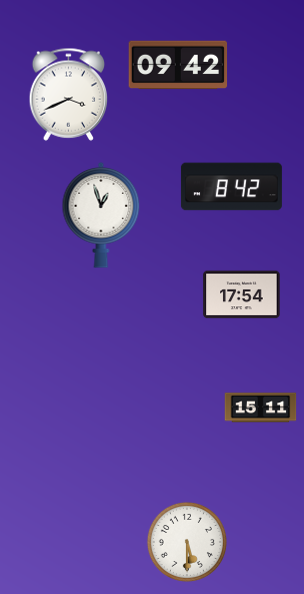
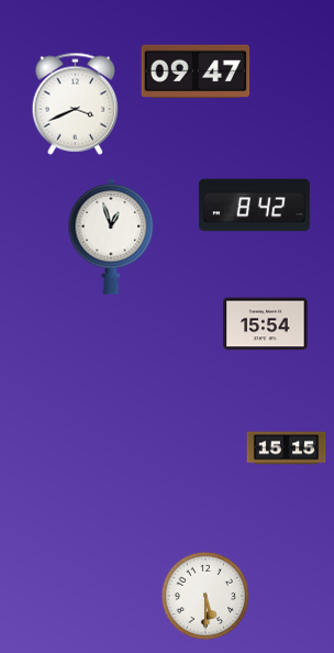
clock at (178, 65): 09:42 -> 09:47
clock at (242, 295): 17:54 -> 15:54
clock at (261, 408): 15:11 -> 15:15
